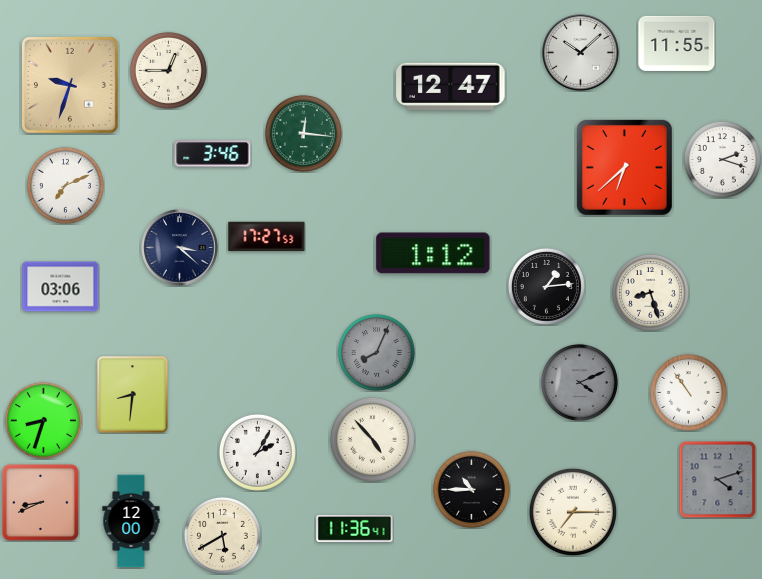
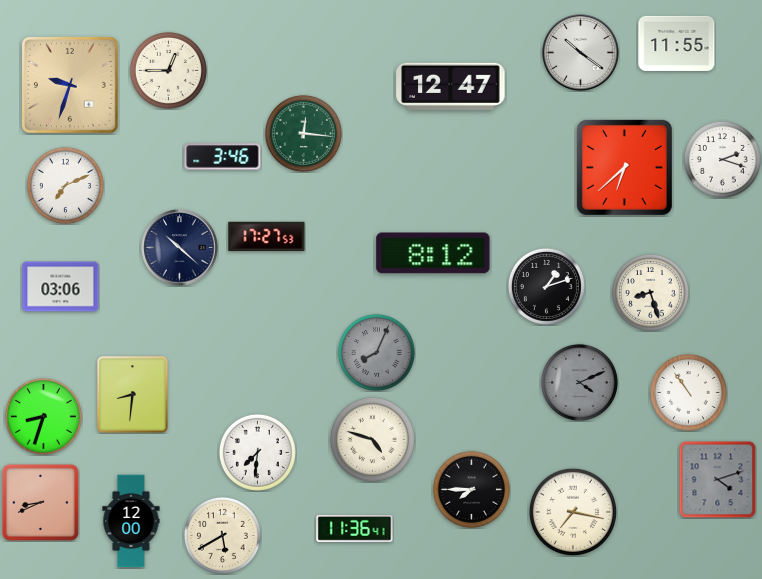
clock at (581, 53): 10:08 -> 10:21
clock at (213, 154) position: (213, 154) -> (223, 157)
clock at (180, 248): 3:22 -> 10:22
clock at (433, 253): 1:12 -> 8:12
clock at (546, 286): 1:14 -> 1:12
clock at (43, 420) position: (43, 420) -> (43, 416)
clock at (372, 439): 4:53 -> 4:48
clock at (257, 452): 2:05 -> 7:31
clock at (471, 489): 10:45 -> 7:45
clock at (573, 512): 7:15 -> 7:17
